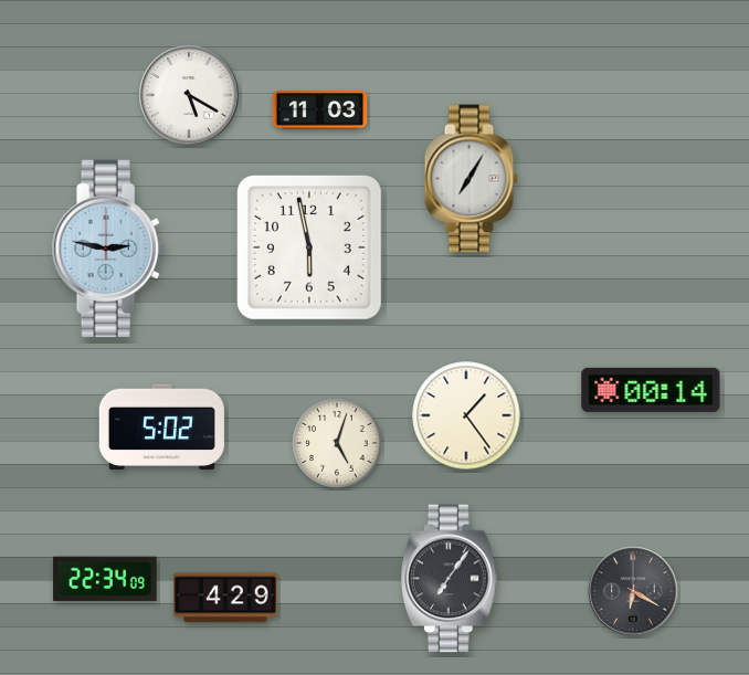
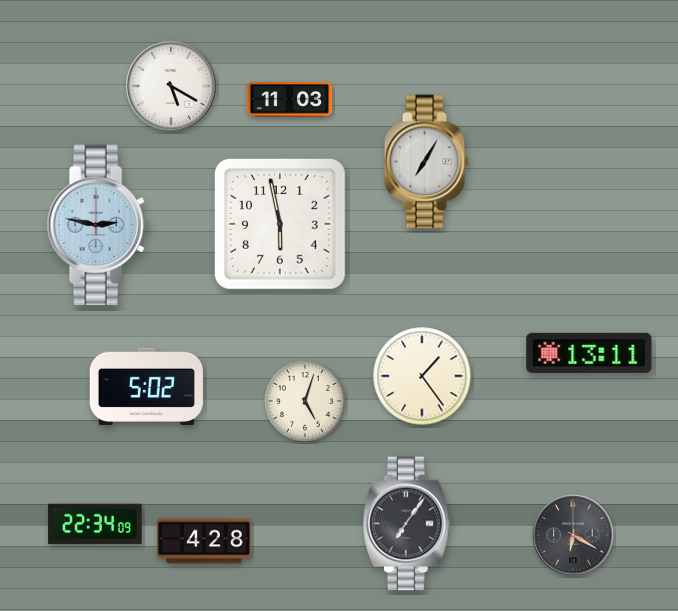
clock at (651, 390): 00:14 -> 13:11
clock at (225, 598): 4:29 -> 4:28
